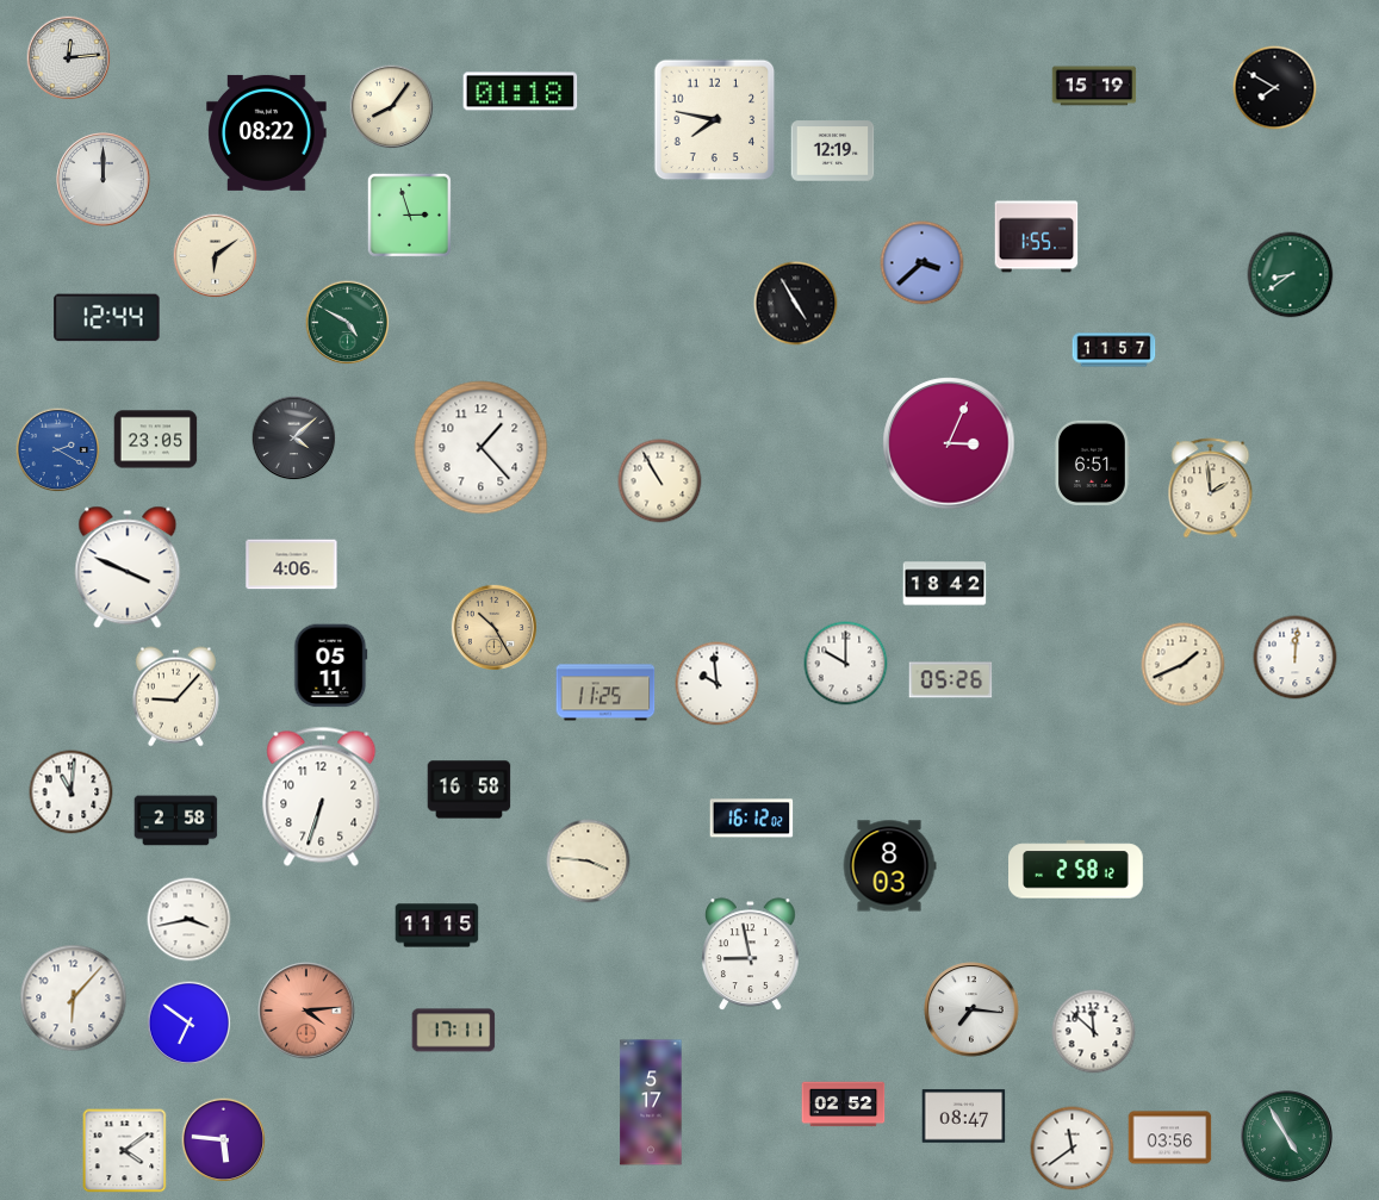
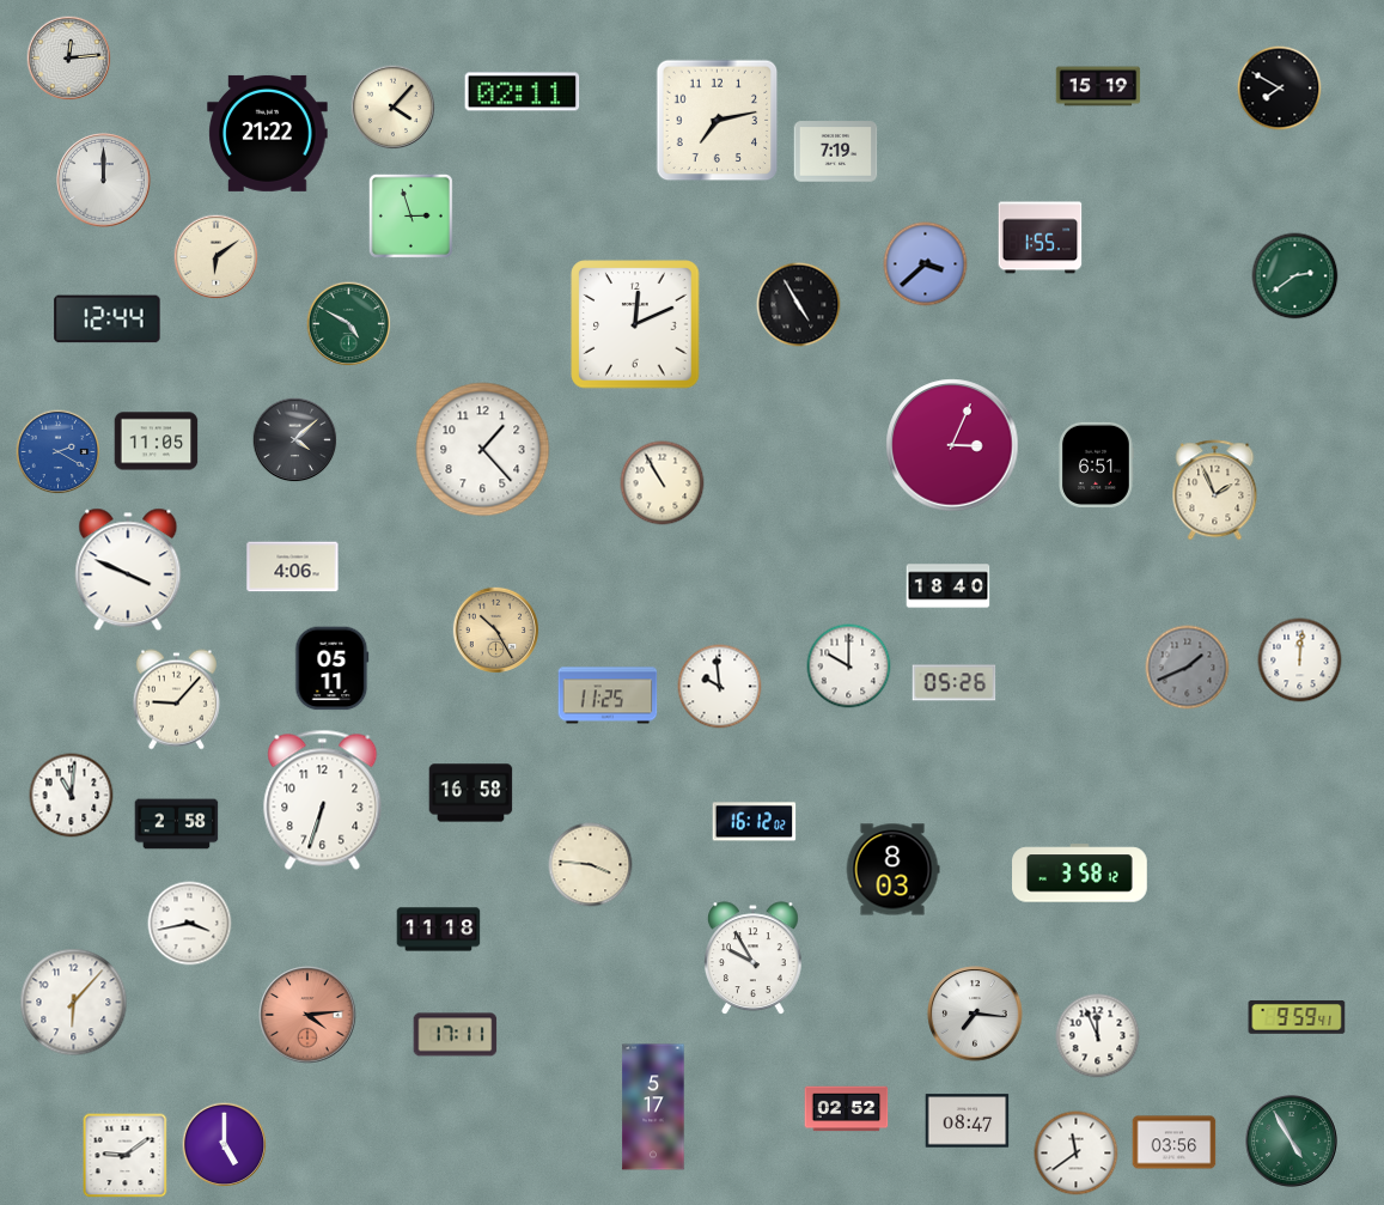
clock at (521, 92): 01:18 -> 02:11
clock at (392, 107): 8:06 -> 4:07
clock at (715, 120): 7:47 -> 7:13
clock at (267, 132): 08:22 -> 21:22
clock at (833, 151): 12:19 -> 7:19
clock at (1291, 275): 8:39 -> 2:39
clock at (635, 324): none -> 12:11
clock at (1114, 350): 11:57 -> none
clock at (156, 440): 23:05 -> 11:05
clock at (1211, 489): 1:59 -> 1:56
clock at (945, 584): 18:42 -> 18:40
clock at (1184, 665) dial: cream -> grey
clock at (1076, 870): 2:58 -> 3:58
clock at (437, 926): 11:15 -> 11:18
clock at (751, 955): 8:58 -> 9:55
clock at (1297, 1017): none -> 9:59
clock at (190, 1024): 6:51 -> none
clock at (1094, 1032): 11:52 -> 11:56
clock at (224, 1140): 5:46 -> 5:00
clock at (125, 1151): 4:09 -> 9:09
